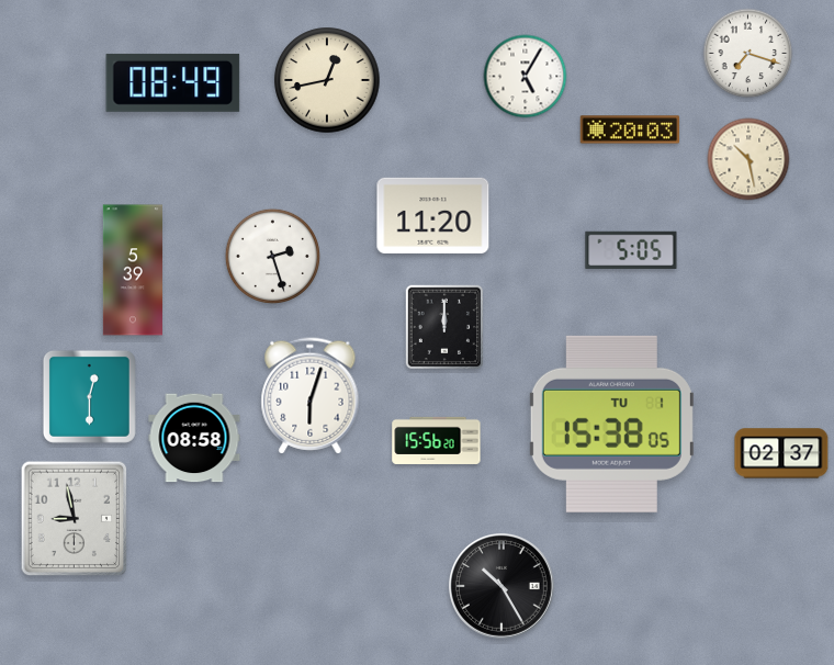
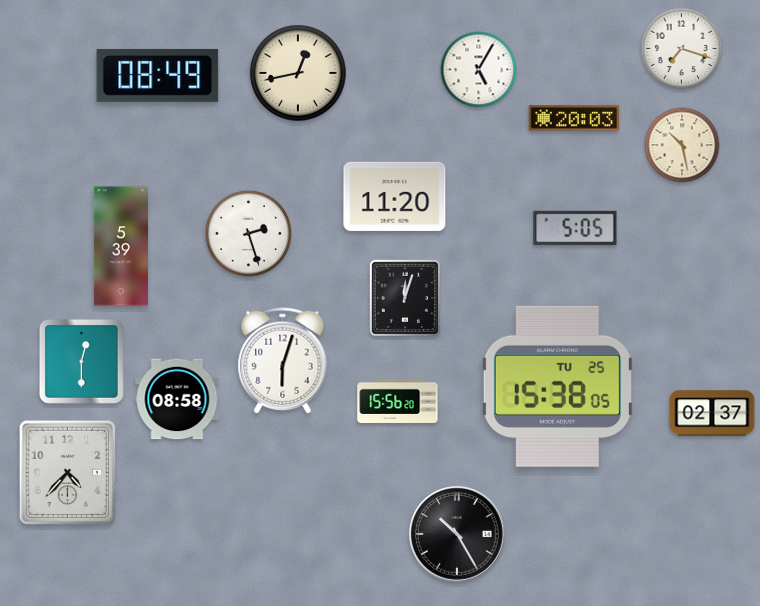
clock at (444, 327): 12:00 -> 12:03
clock at (611, 424) date: TU 1 -> TU 25
clock at (75, 519): 8:58 -> 4:37
